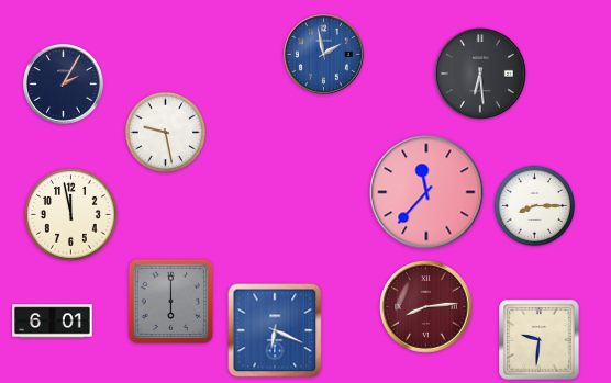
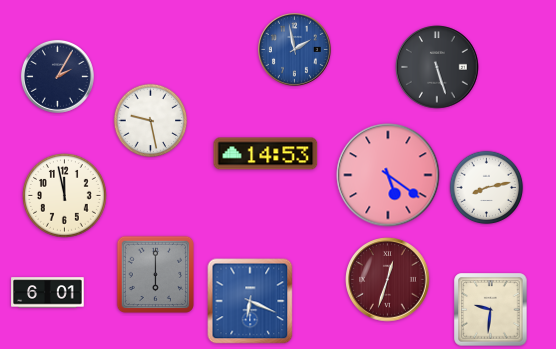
clock at (480, 74): 6:29 -> 5:27
clock at (266, 154): none -> 14:53
clock at (426, 192): 11:37 -> 5:21
clock at (535, 206): 8:15 -> 8:13
clock at (426, 307): 8:14 -> 12:33
